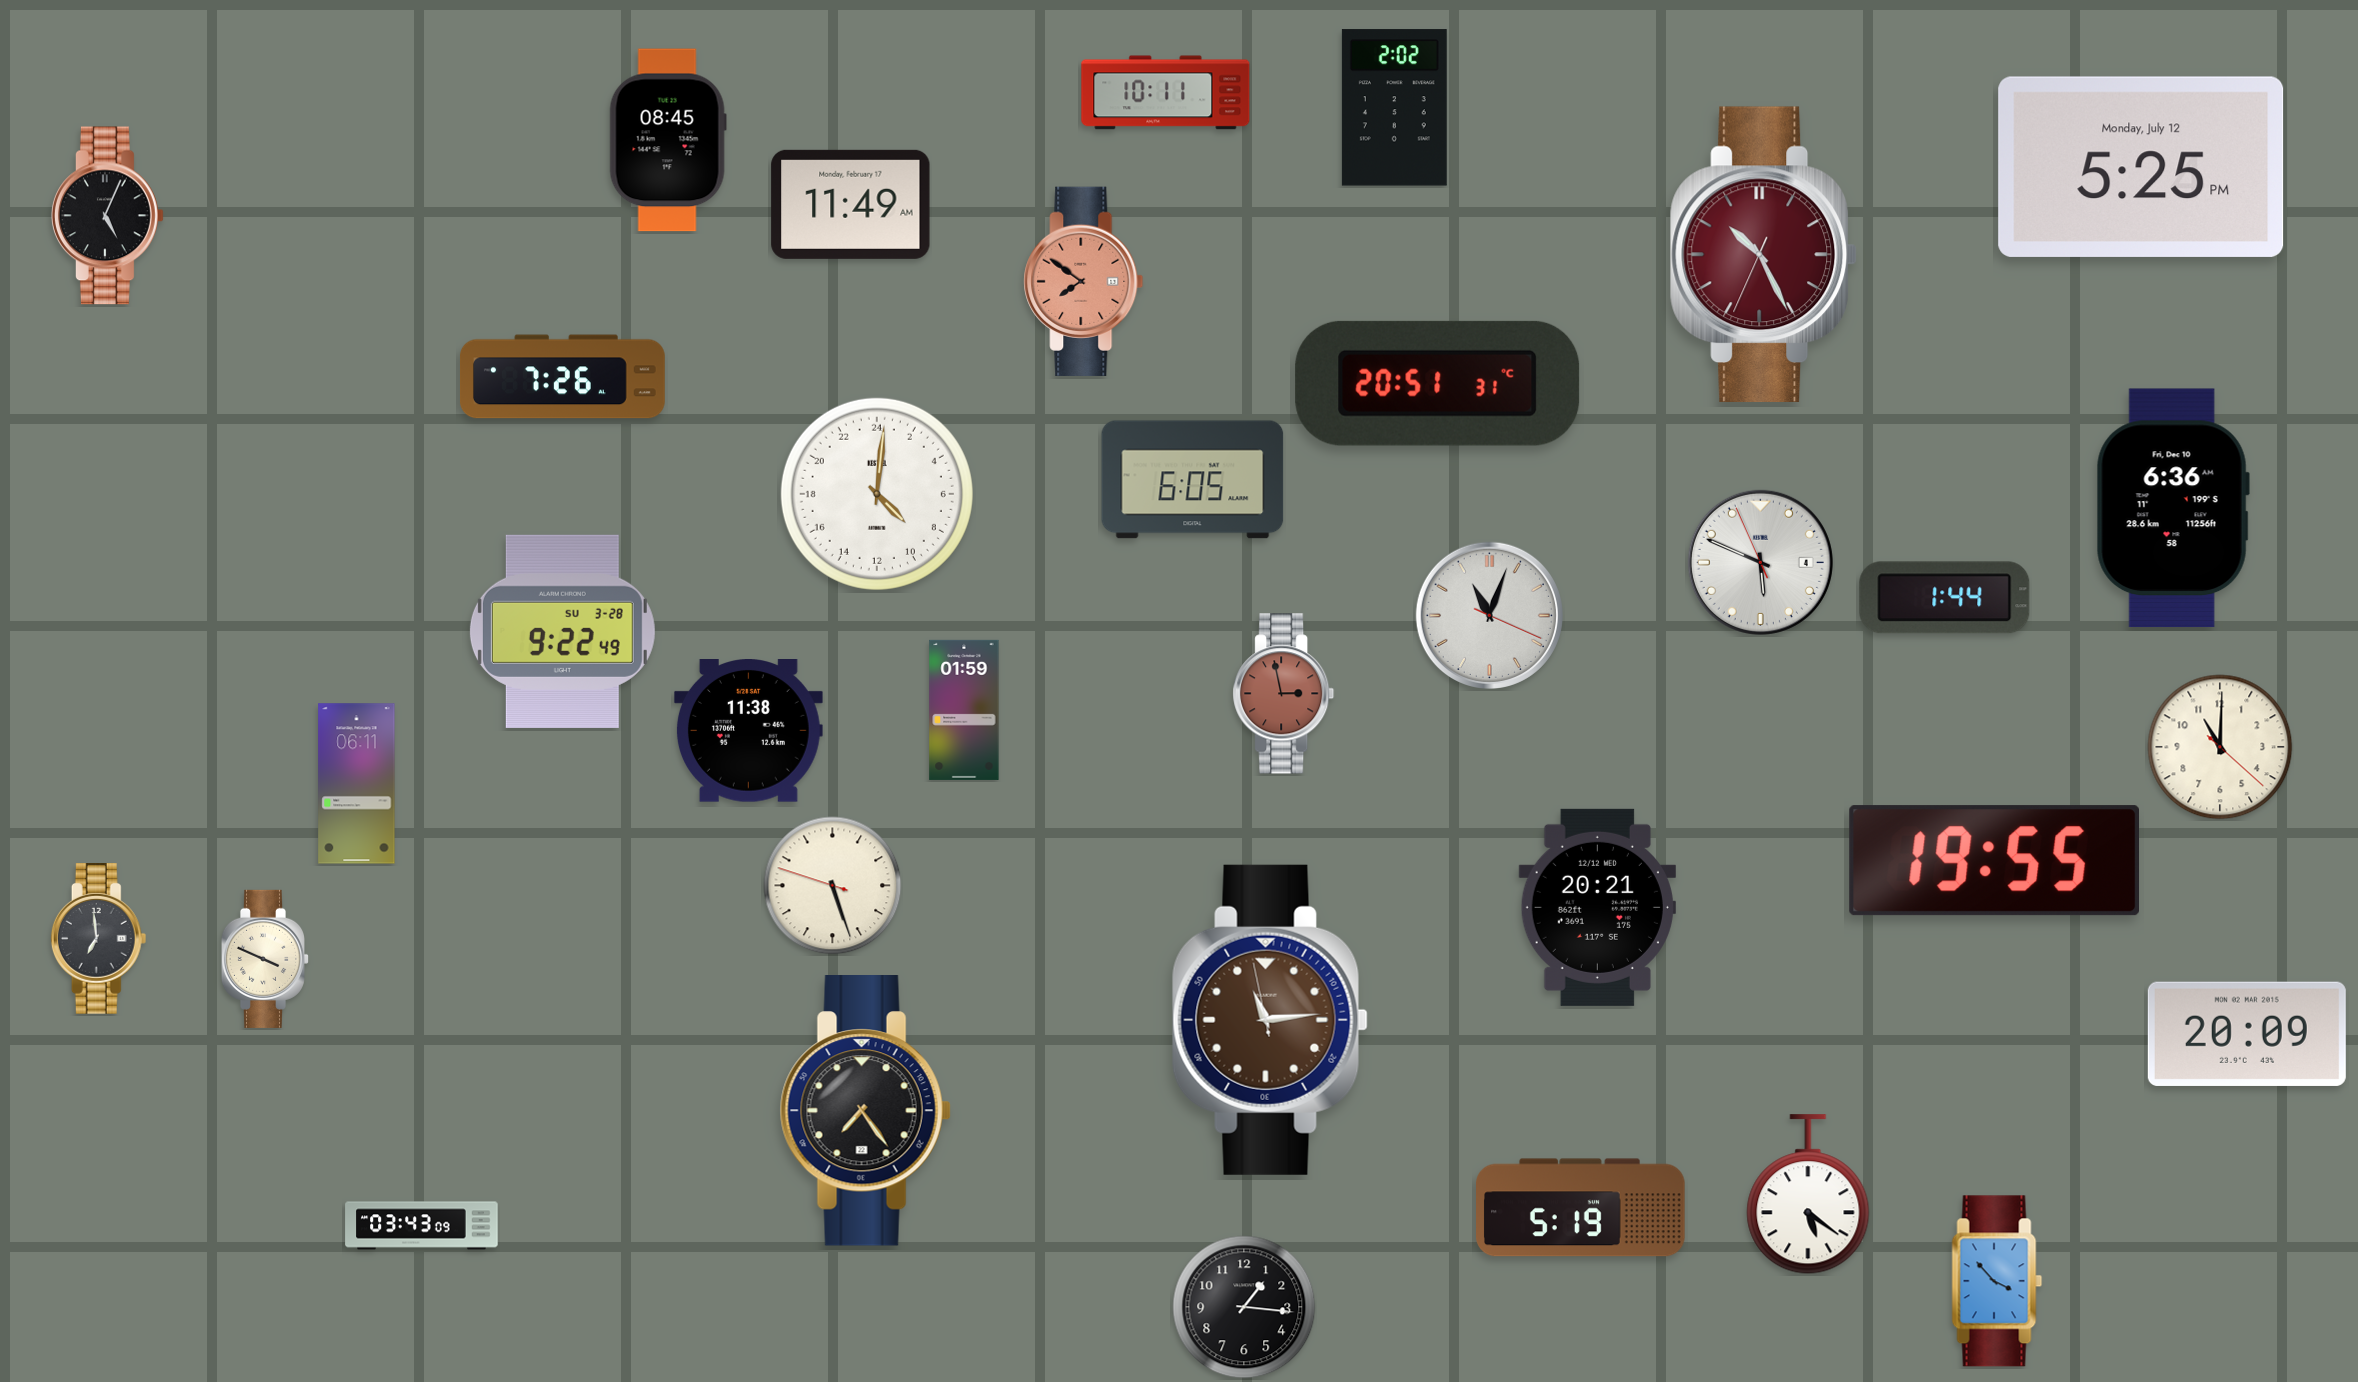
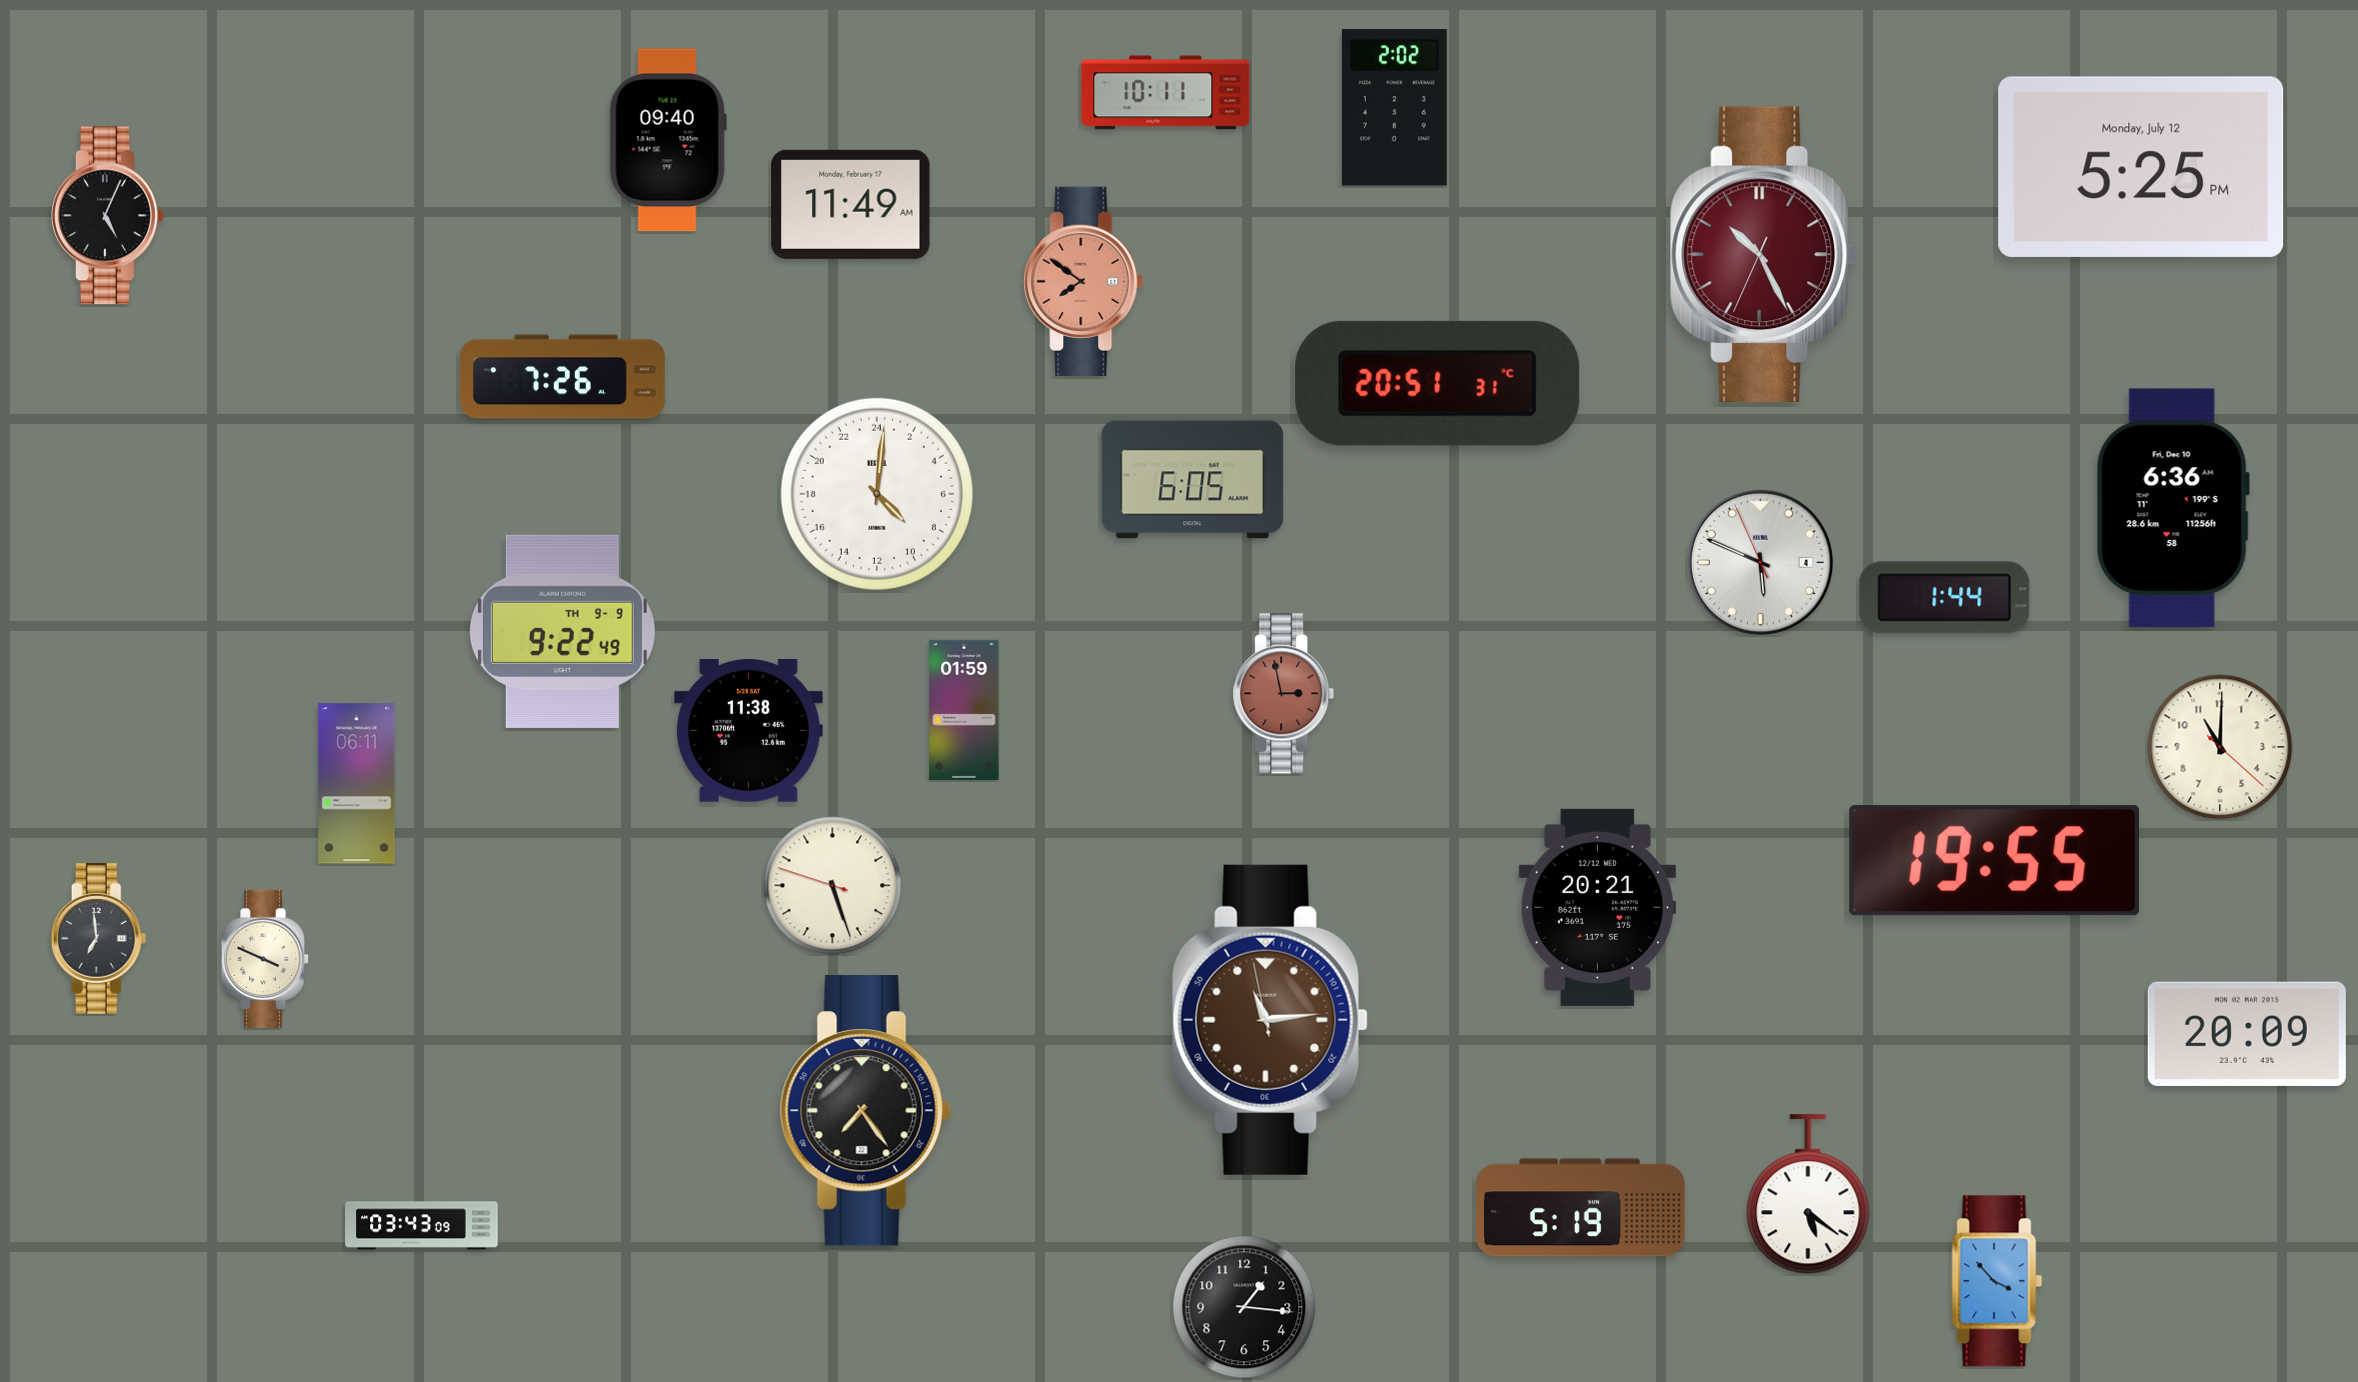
clock at (668, 140): 08:45 -> 09:40
clock at (1489, 615): 11:03 -> none
clock at (562, 631) date: SU 3-28 -> TH 9-9
